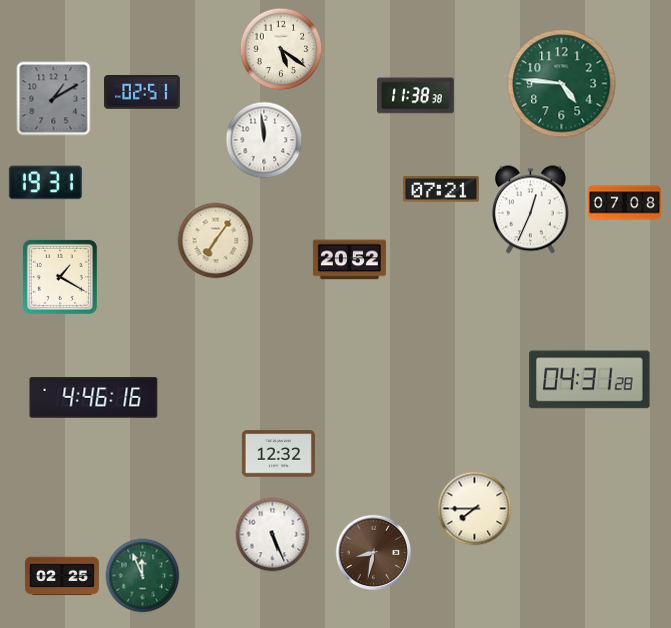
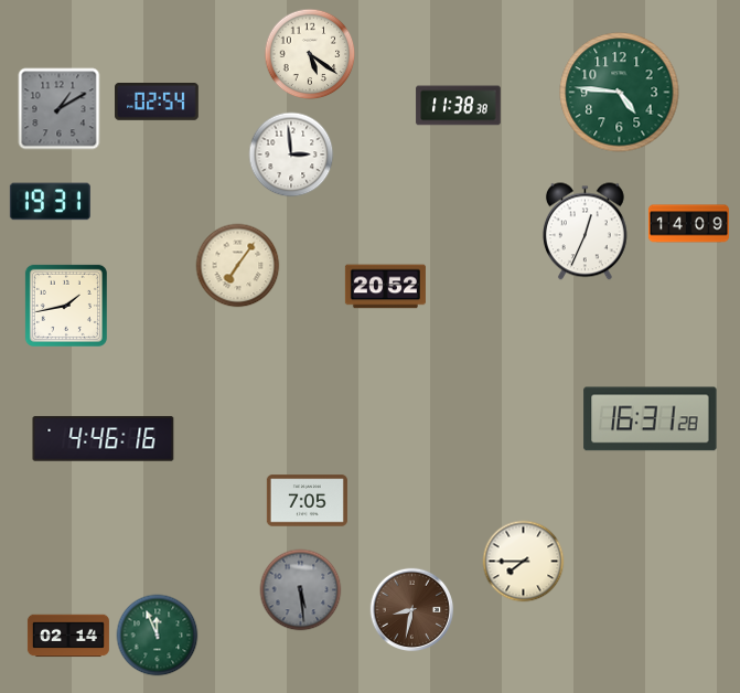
clock at (142, 92): 02:51 -> 02:54
clock at (264, 140): 11:59 -> 2:59
clock at (442, 189): 07:21 -> none
clock at (624, 203): 07:08 -> 14:09
clock at (60, 277): 1:20 -> 1:43
clock at (590, 380): 04:31 -> 16:31
clock at (278, 454): 12:32 -> 7:05
clock at (273, 535): 5:26 -> 5:29
clock at (273, 535) dial: white -> grey
clock at (62, 576): 02:25 -> 02:14
